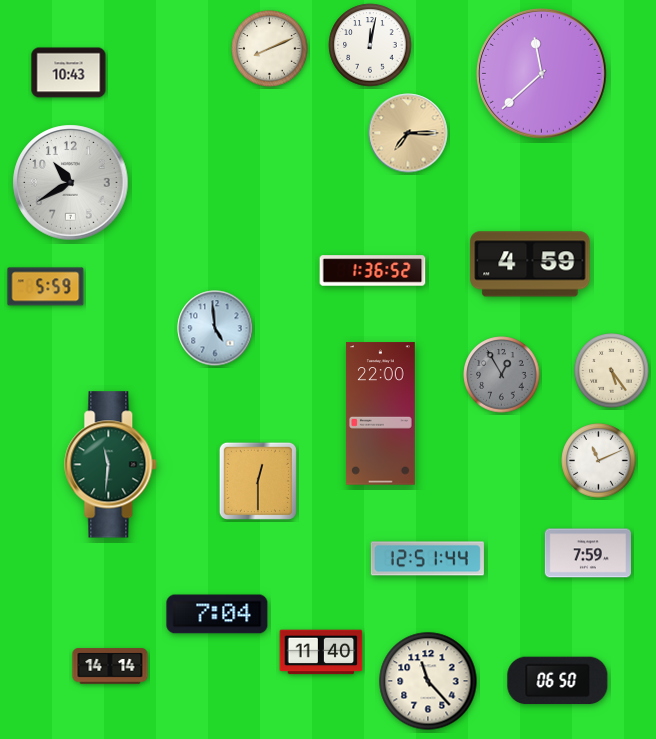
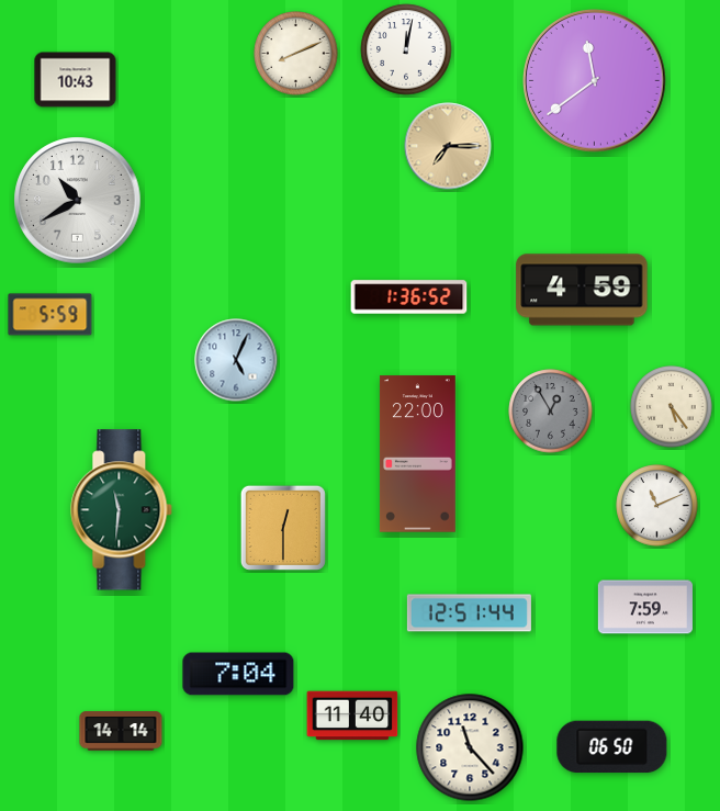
clock at (542, 74): 11:38 -> 11:39
clock at (215, 328): 4:59 -> 5:04
